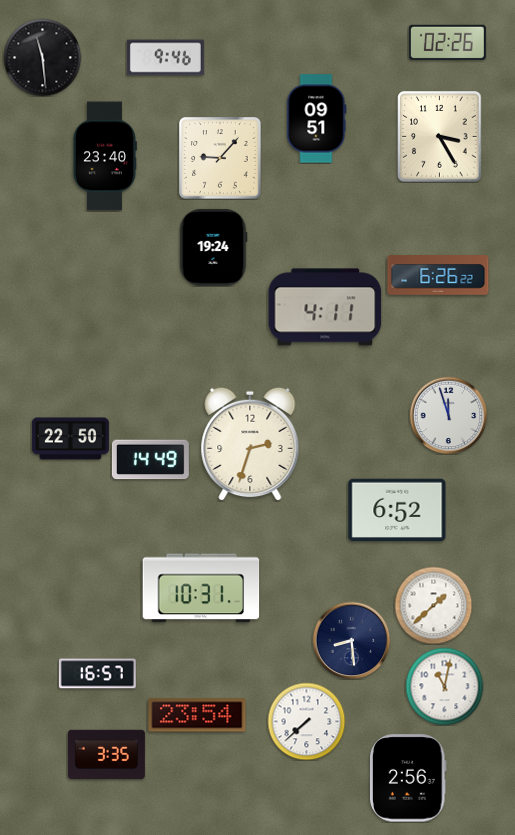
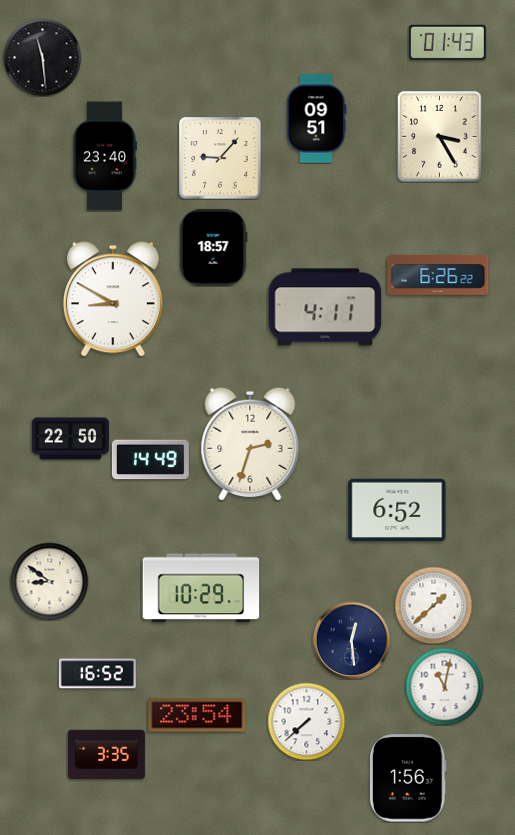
clock at (447, 42): 02:26 -> 01:43
clock at (165, 58): 9:46 -> none
clock at (213, 247): 19:24 -> 18:57
clock at (113, 299): none -> 8:50
clock at (448, 415): 11:57 -> none
clock at (49, 581): none -> 8:51
clock at (201, 588): 10:31 -> 10:29
clock at (351, 640): 8:29 -> 12:29
clock at (97, 674): 16:57 -> 16:52
clock at (408, 778): 2:56 -> 1:56
